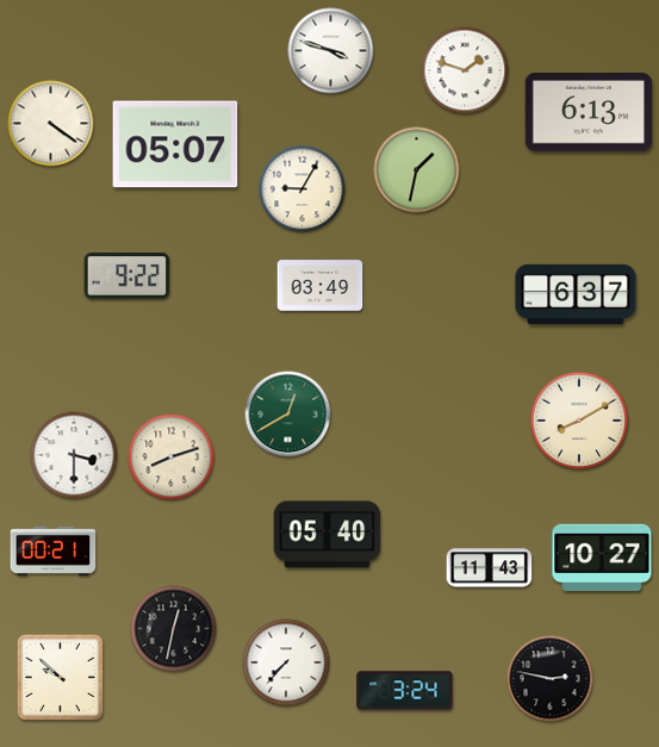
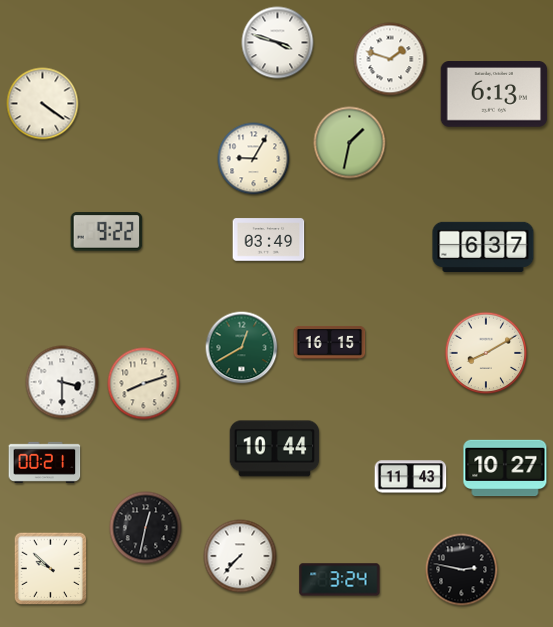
clock at (175, 144): 05:07 -> none
clock at (330, 342): none -> 16:15
clock at (328, 535): 05:40 -> 10:44
